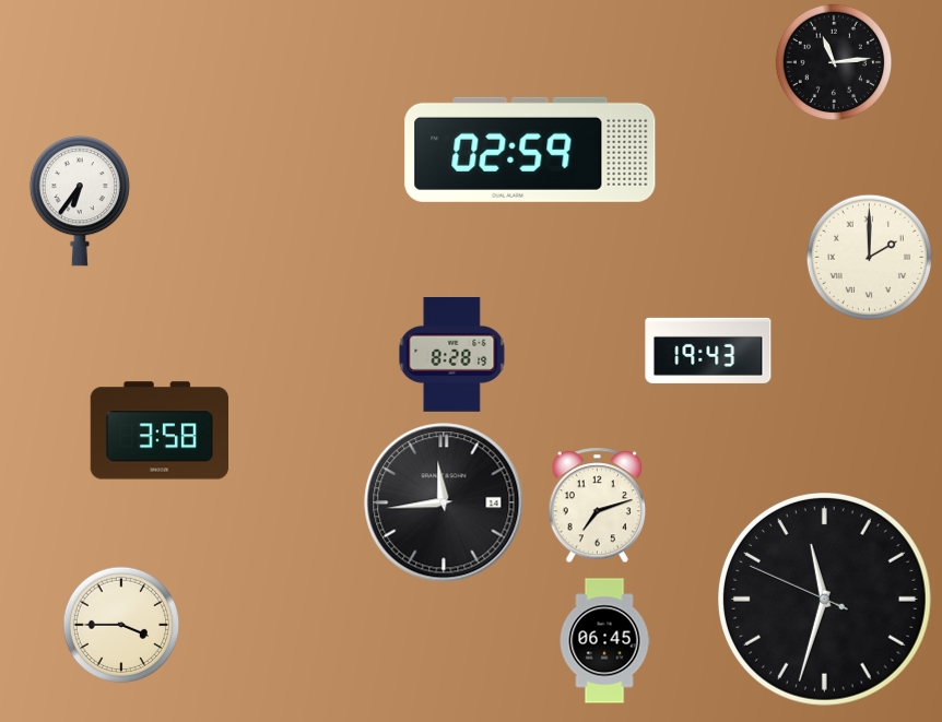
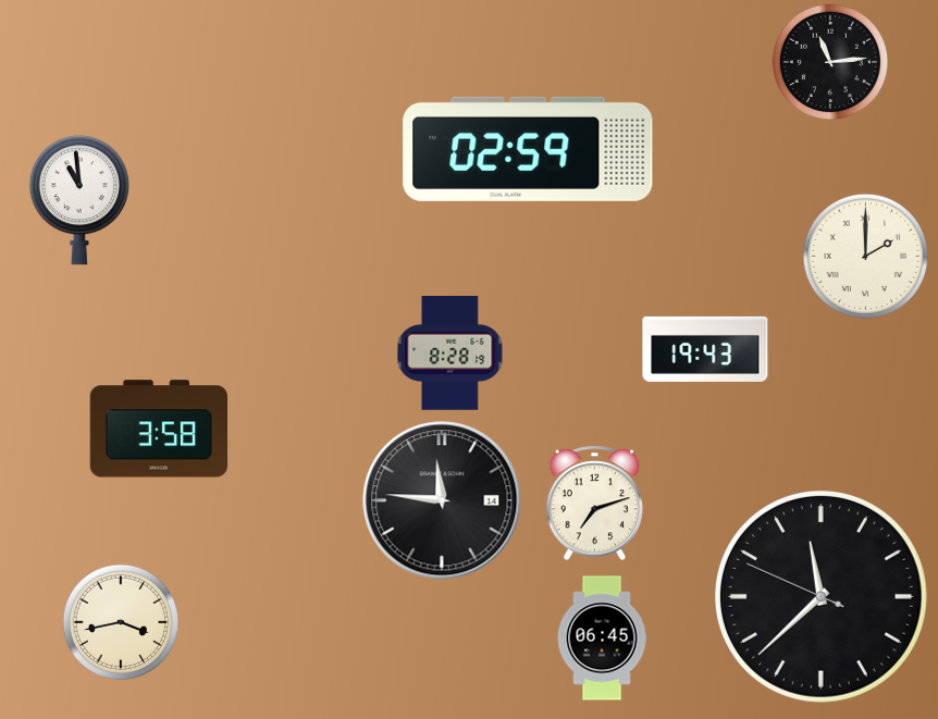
clock at (80, 201): 6:36 -> 10:59
clock at (444, 502): 11:44 -> 11:46
clock at (824, 599): 11:32 -> 11:37
clock at (121, 625): 3:45 -> 3:43
